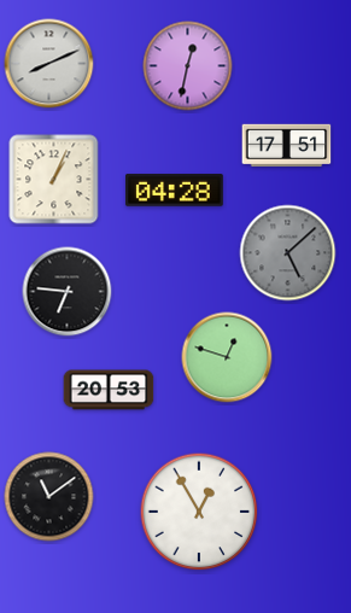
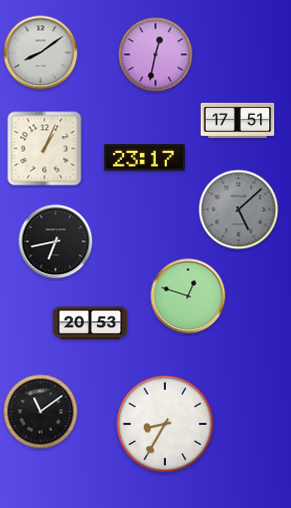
clock at (49, 64): 8:11 -> 8:09
clock at (175, 191): 04:28 -> 23:17
clock at (68, 292): 6:46 -> 6:43
clock at (199, 512): 12:55 -> 8:35
